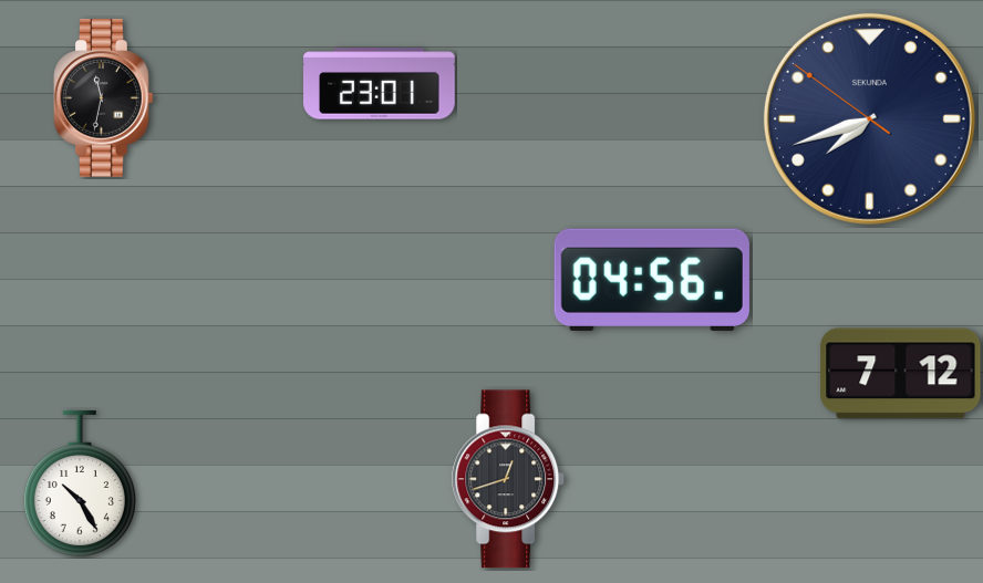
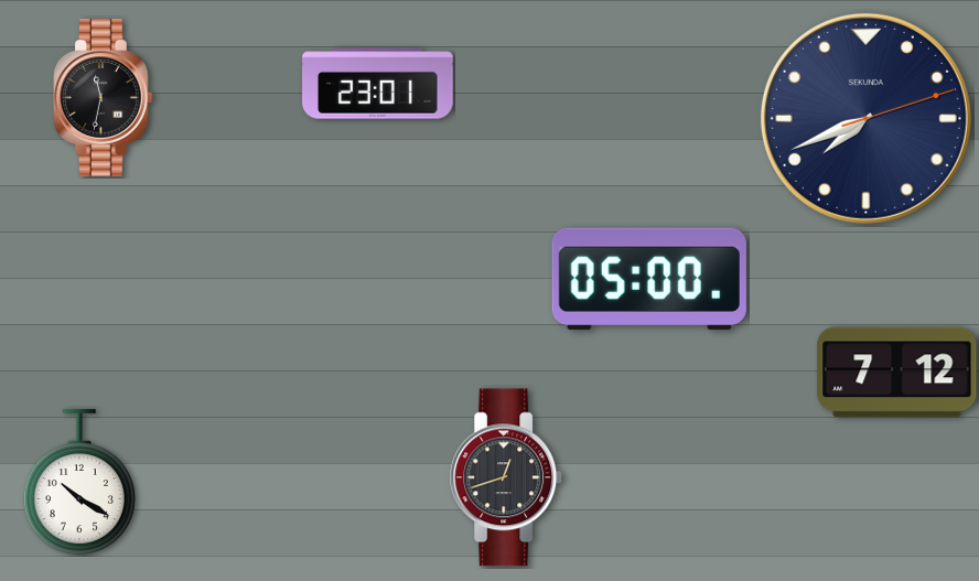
clock at (869, 118): 7:41:51 -> 7:41:12
clock at (652, 280): 04:56 -> 05:00
clock at (80, 483): 10:25 -> 10:20
